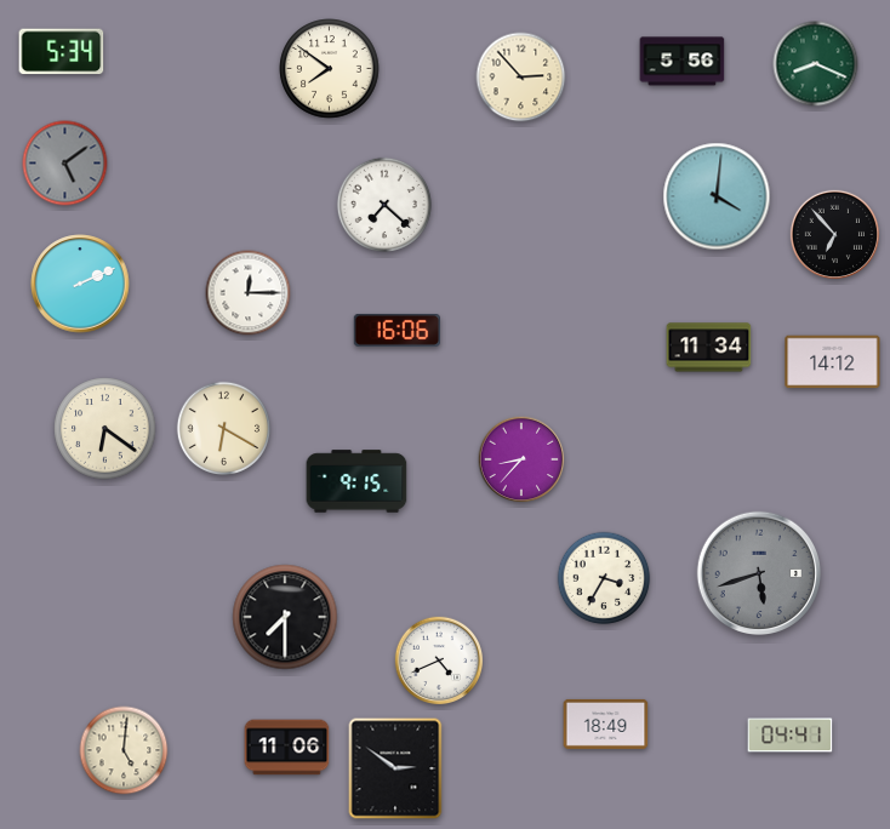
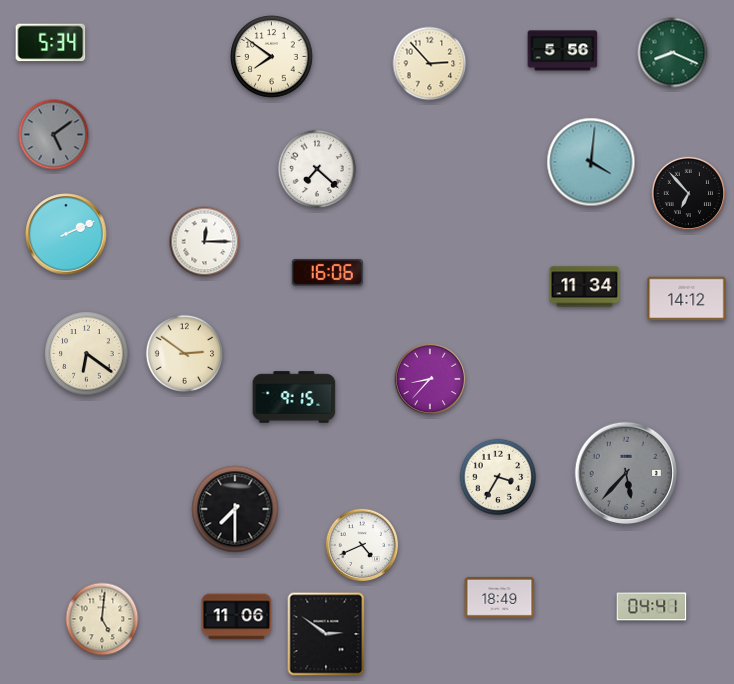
clock at (224, 429): 6:20 -> 2:51
clock at (759, 573): 5:42 -> 5:37
